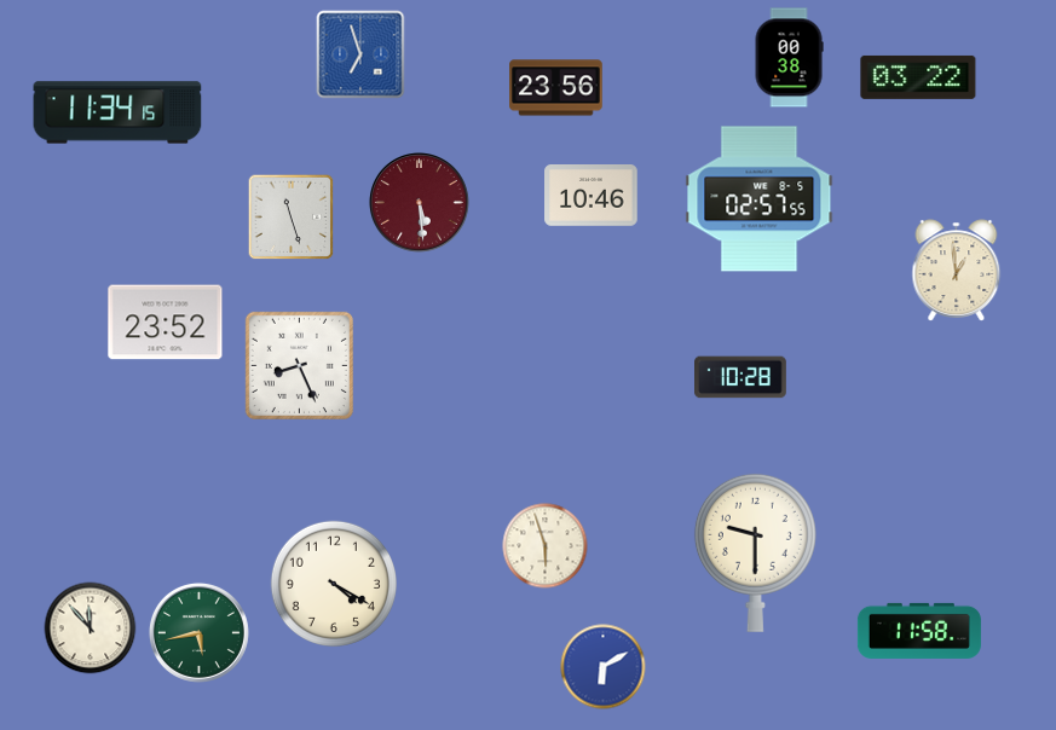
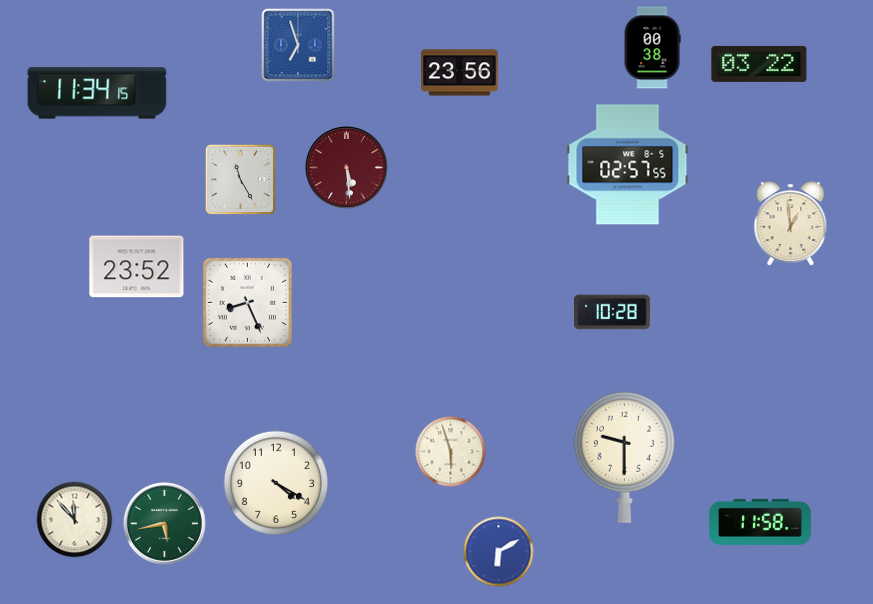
clock at (592, 196): 10:46 -> none
clock at (292, 218): 11:27 -> 11:25
